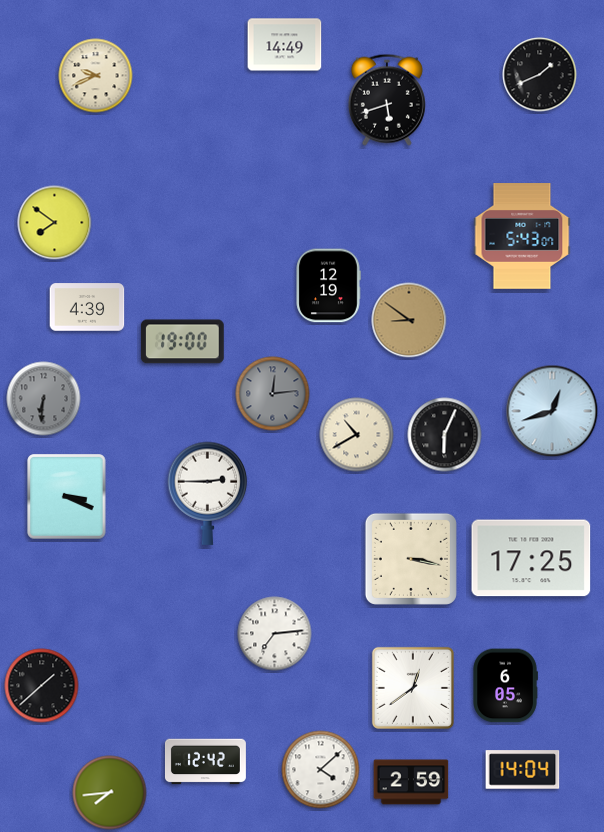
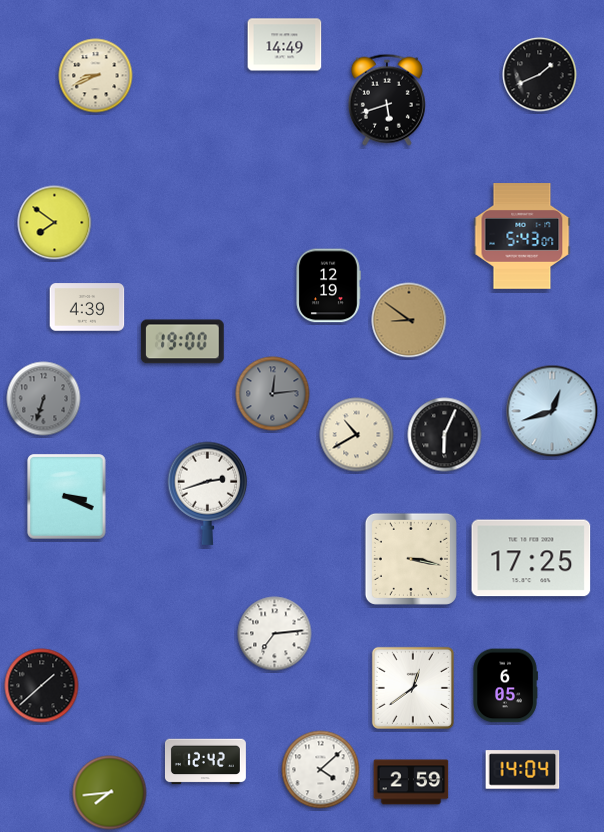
clock at (96, 76): 9:41 -> 8:41
clock at (44, 399): 6:31 -> 6:33
clock at (208, 493): 2:45 -> 2:42
